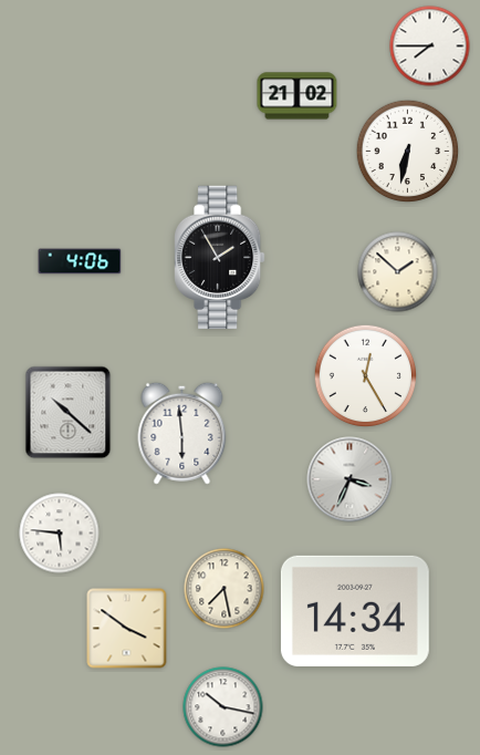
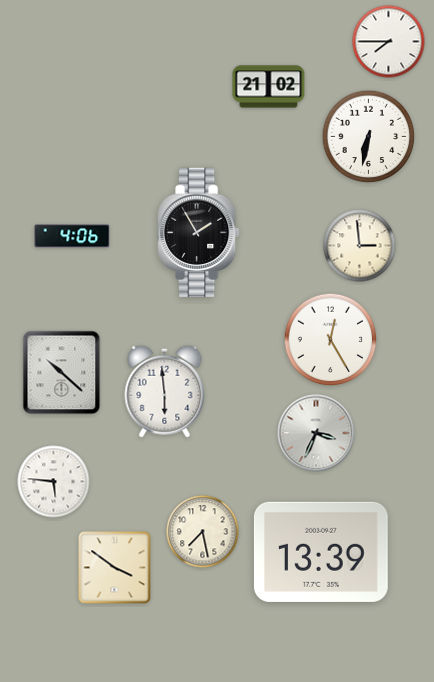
clock at (398, 272): 1:52 -> 2:59
clock at (355, 611): 14:34 -> 13:39
clock at (223, 707): 10:17 -> none
